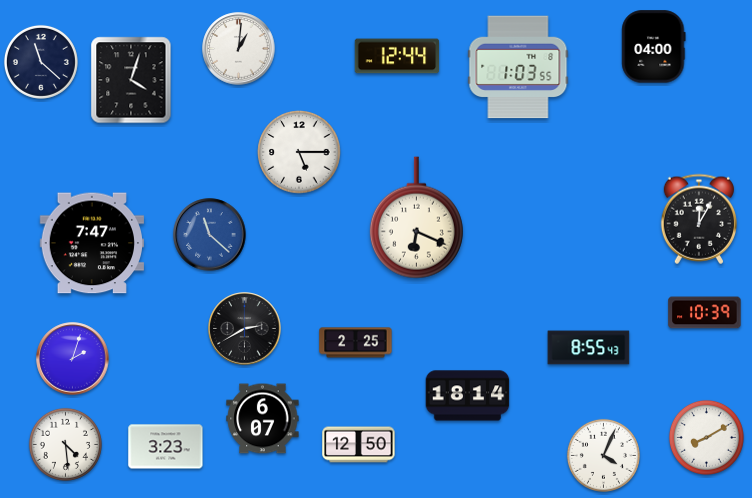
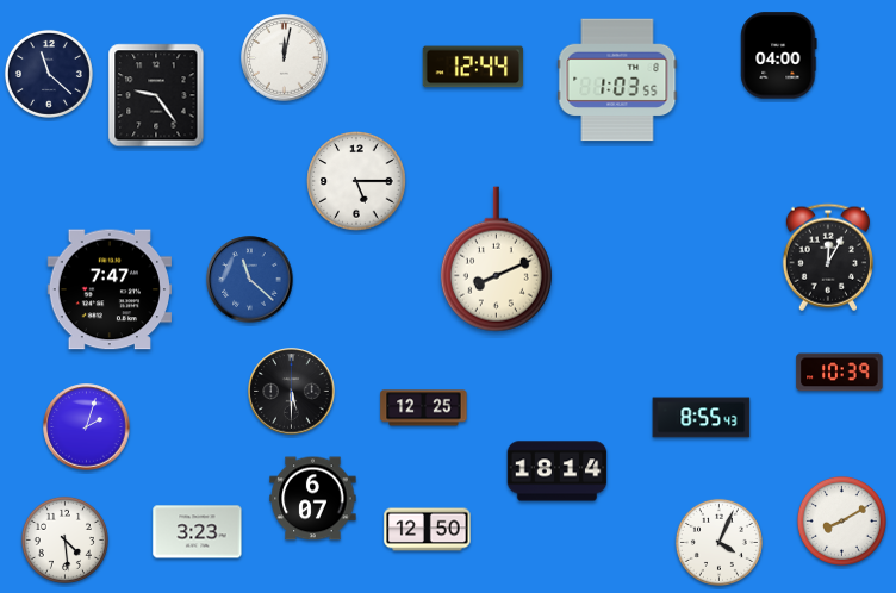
clock at (239, 49): 1:01 -> 12:02
clock at (131, 80): 4:03 -> 9:24
clock at (416, 218): 6:19 -> 8:11
clock at (699, 219) position: (699, 219) -> (828, 257)
clock at (245, 329): 2:40 -> 5:30
clock at (356, 343): 2:25 -> 12:25
clock at (589, 348) position: (589, 348) -> (702, 418)
clock at (65, 444) position: (65, 444) -> (64, 539)
